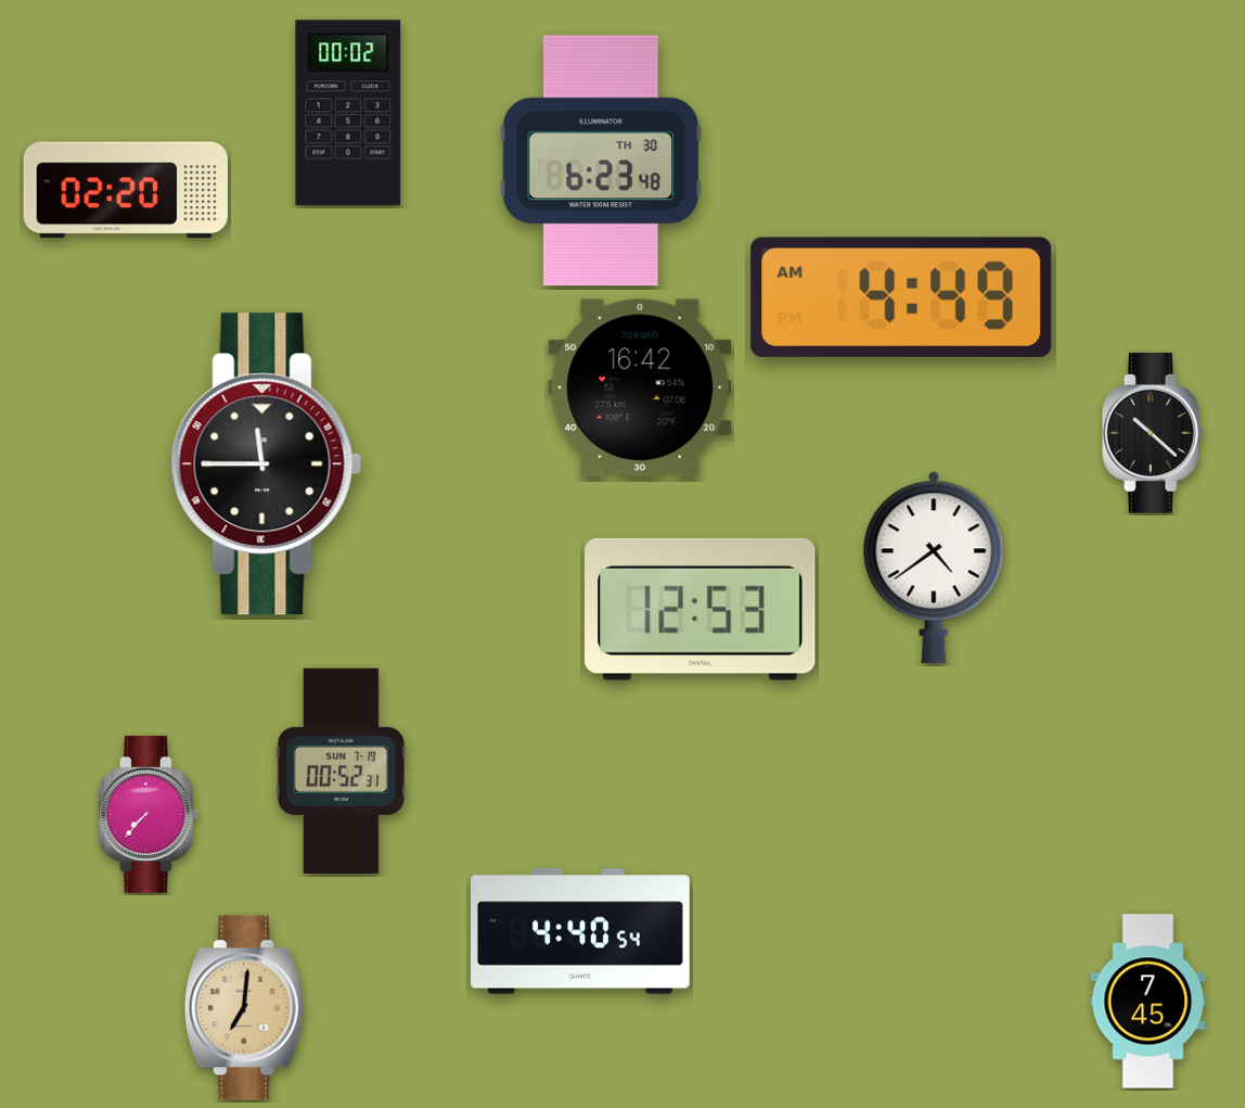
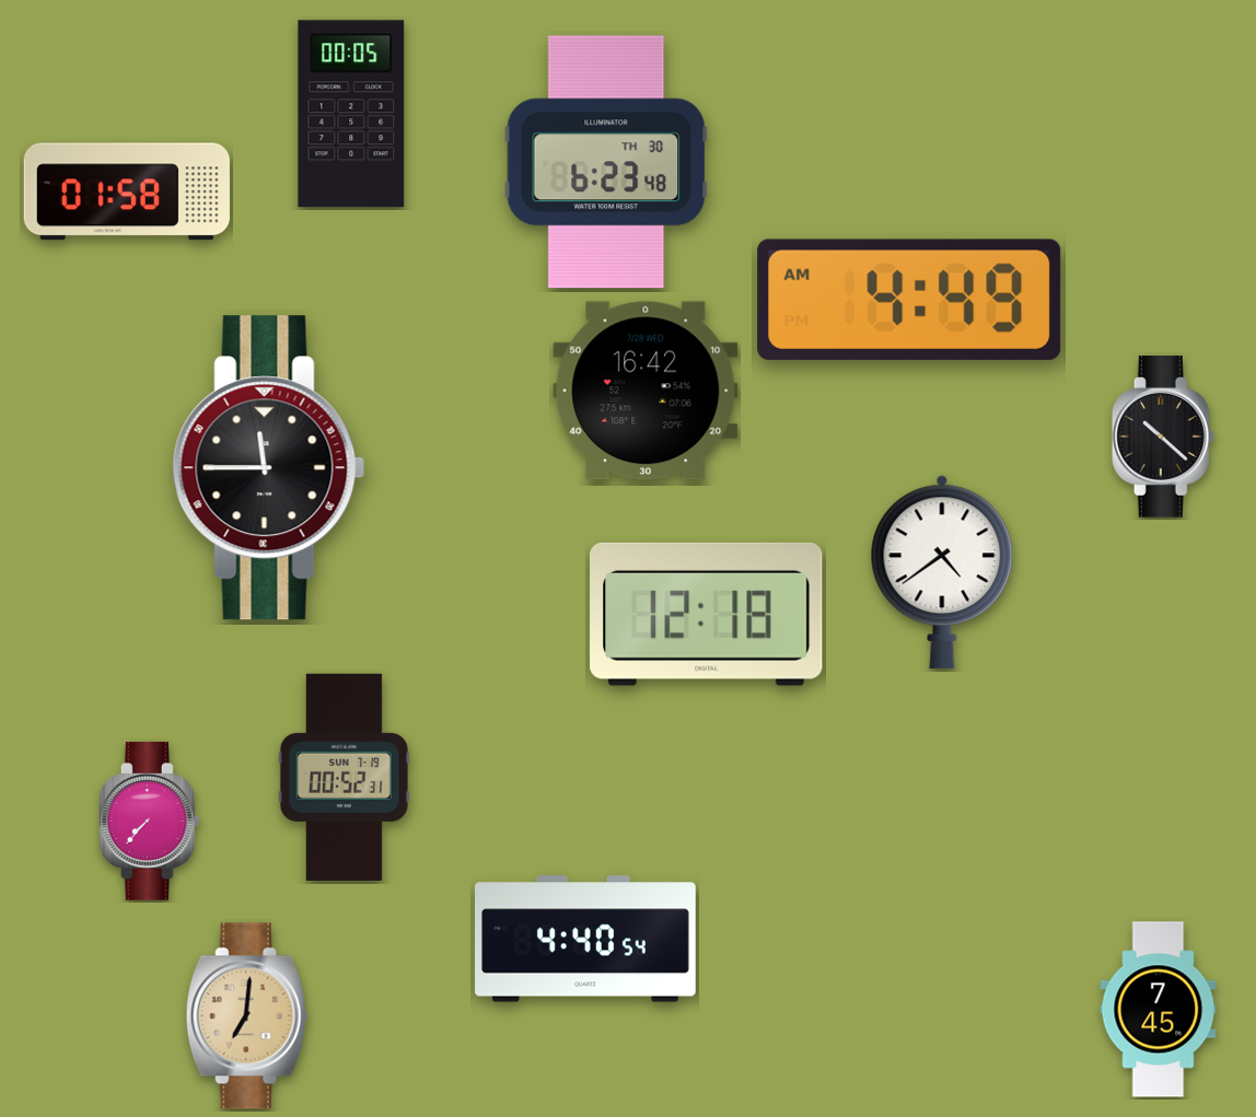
clock at (348, 113): 00:02 -> 00:05
clock at (126, 190): 02:20 -> 01:58
clock at (701, 609): 12:53 -> 12:18
